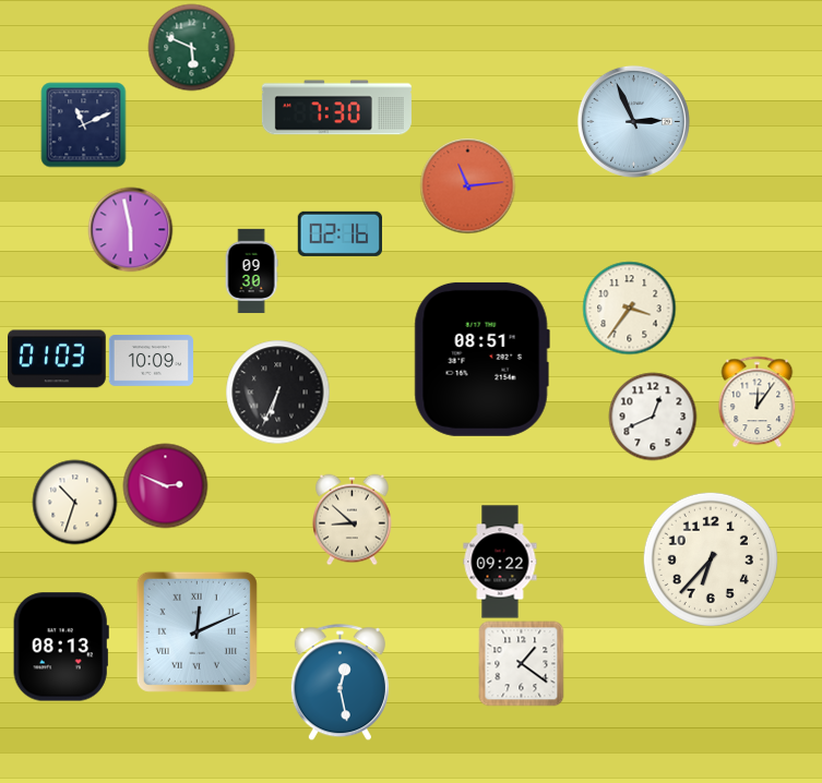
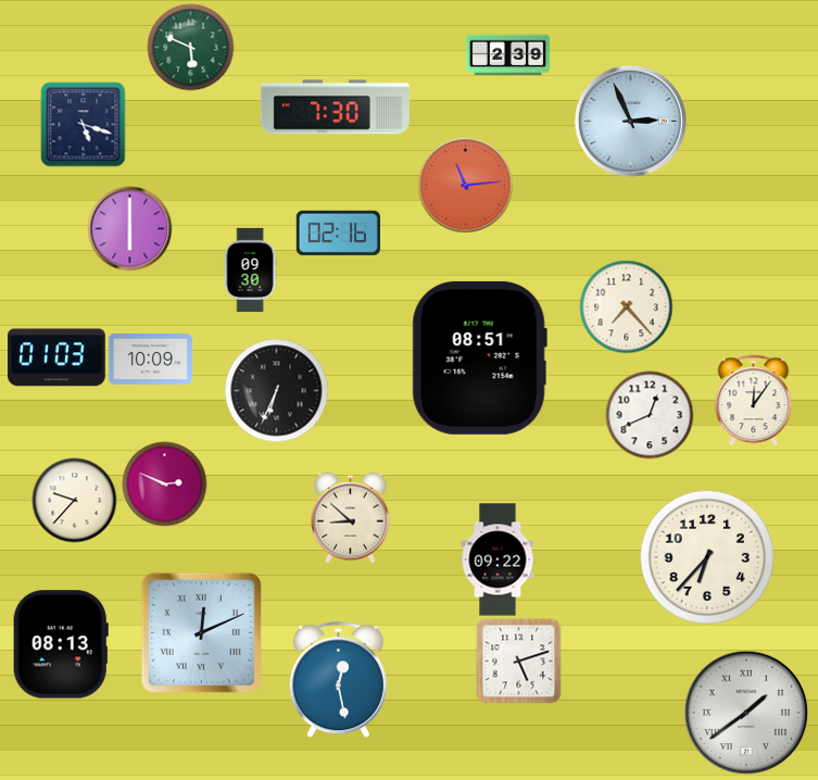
clock at (507, 55): none -> 2:39
clock at (83, 124): 11:11 -> 5:18
clock at (130, 229): 5:58 -> 6:00
clock at (629, 308): 3:36 -> 7:23
clock at (74, 502): 10:33 -> 9:37
clock at (196, 631) position: (196, 631) -> (201, 632)
clock at (521, 663): 1:21 -> 5:12
clock at (746, 713): none -> 1:39
